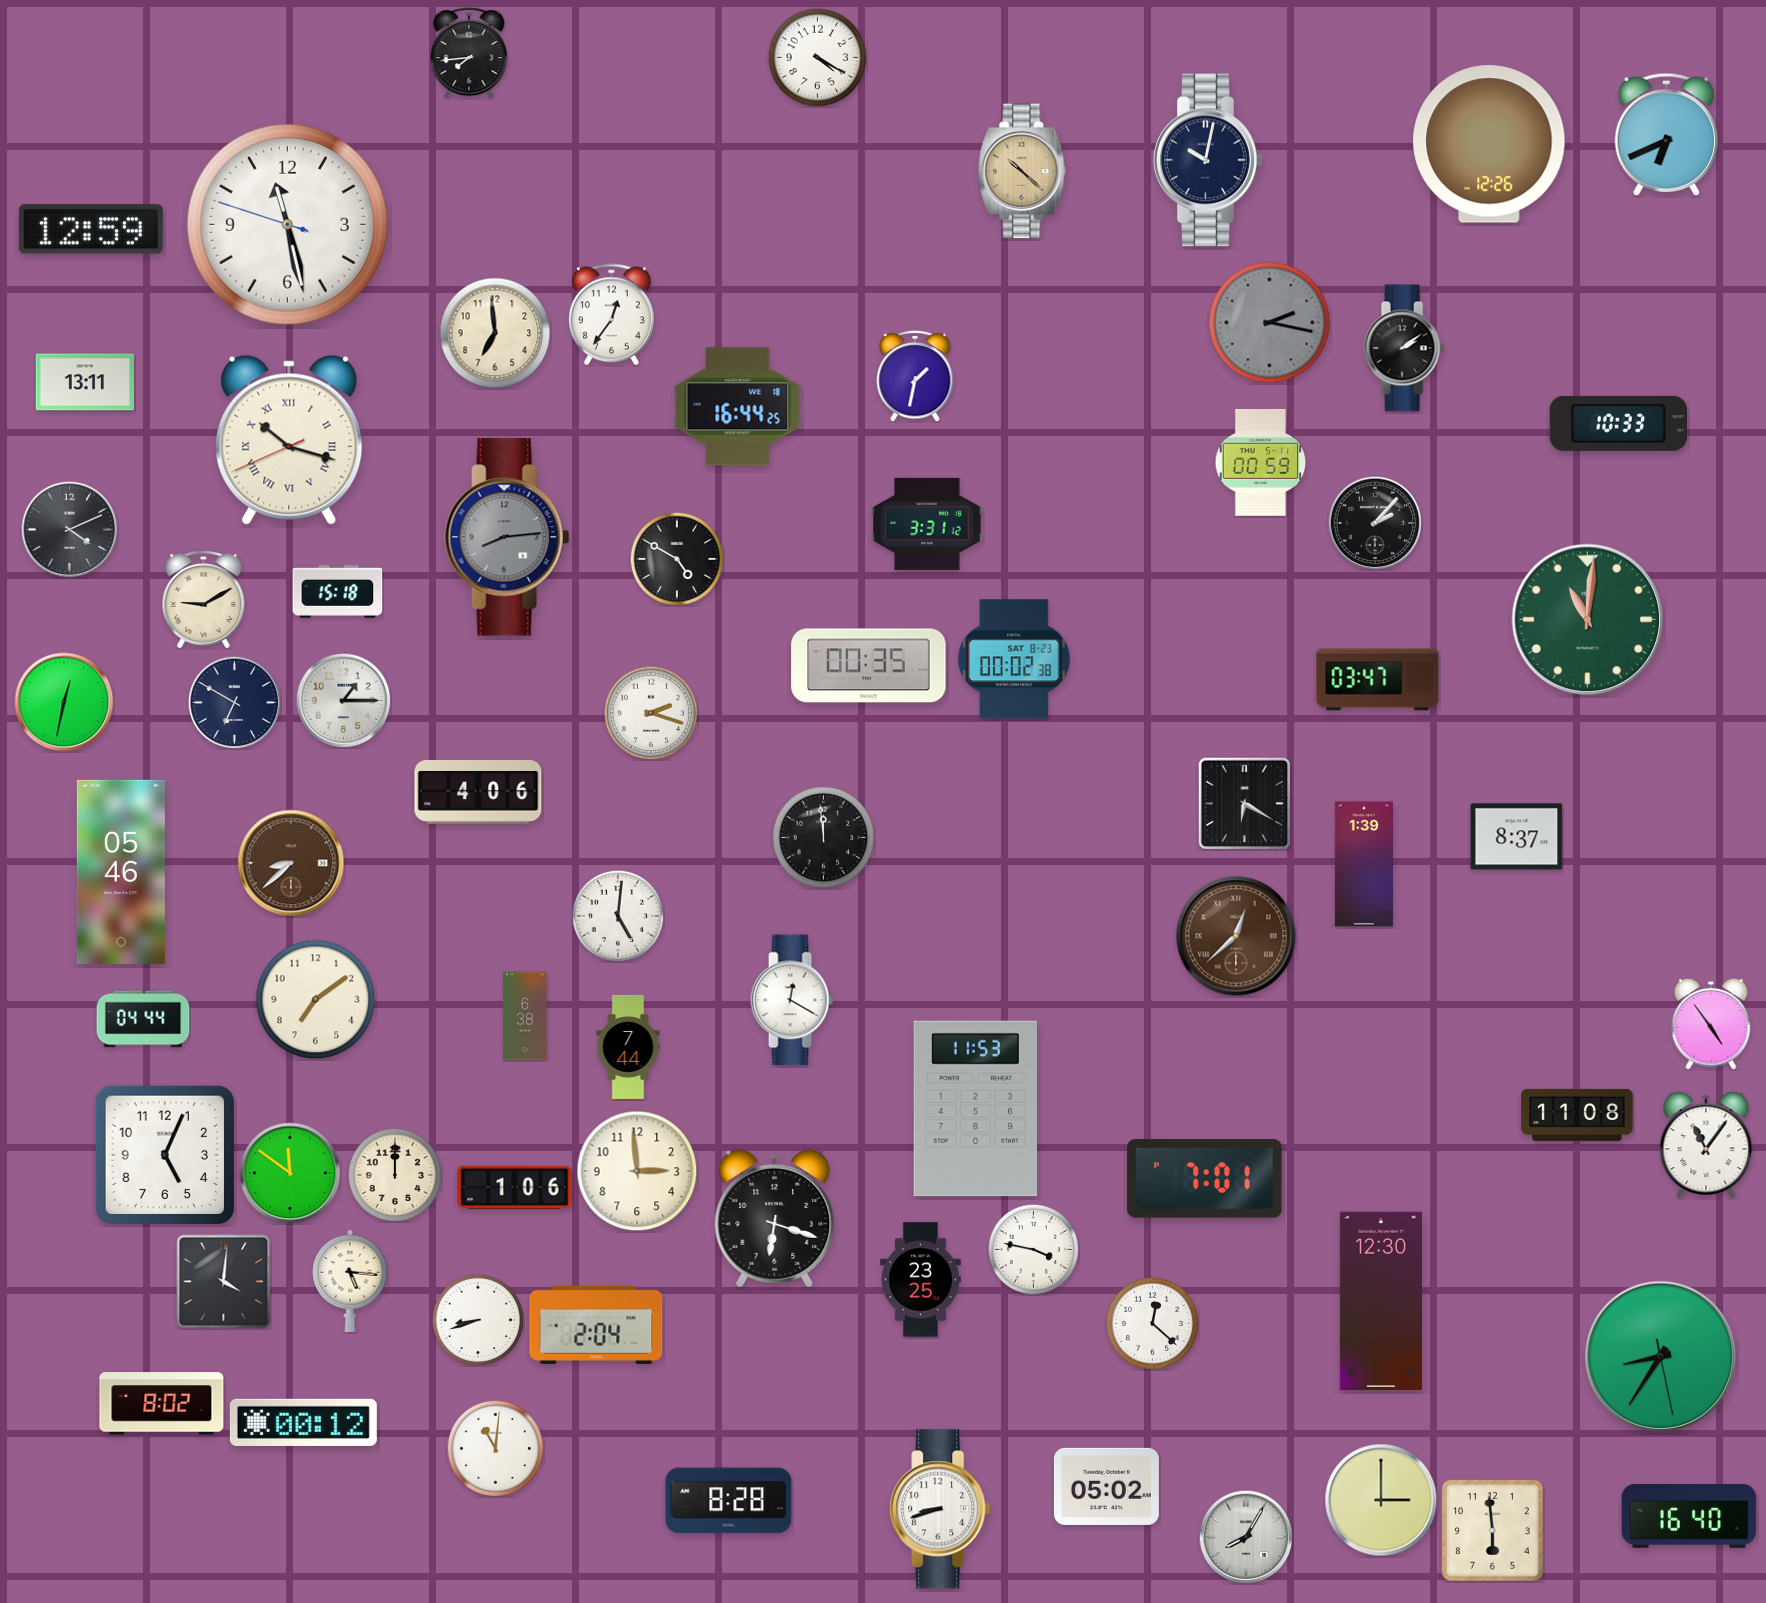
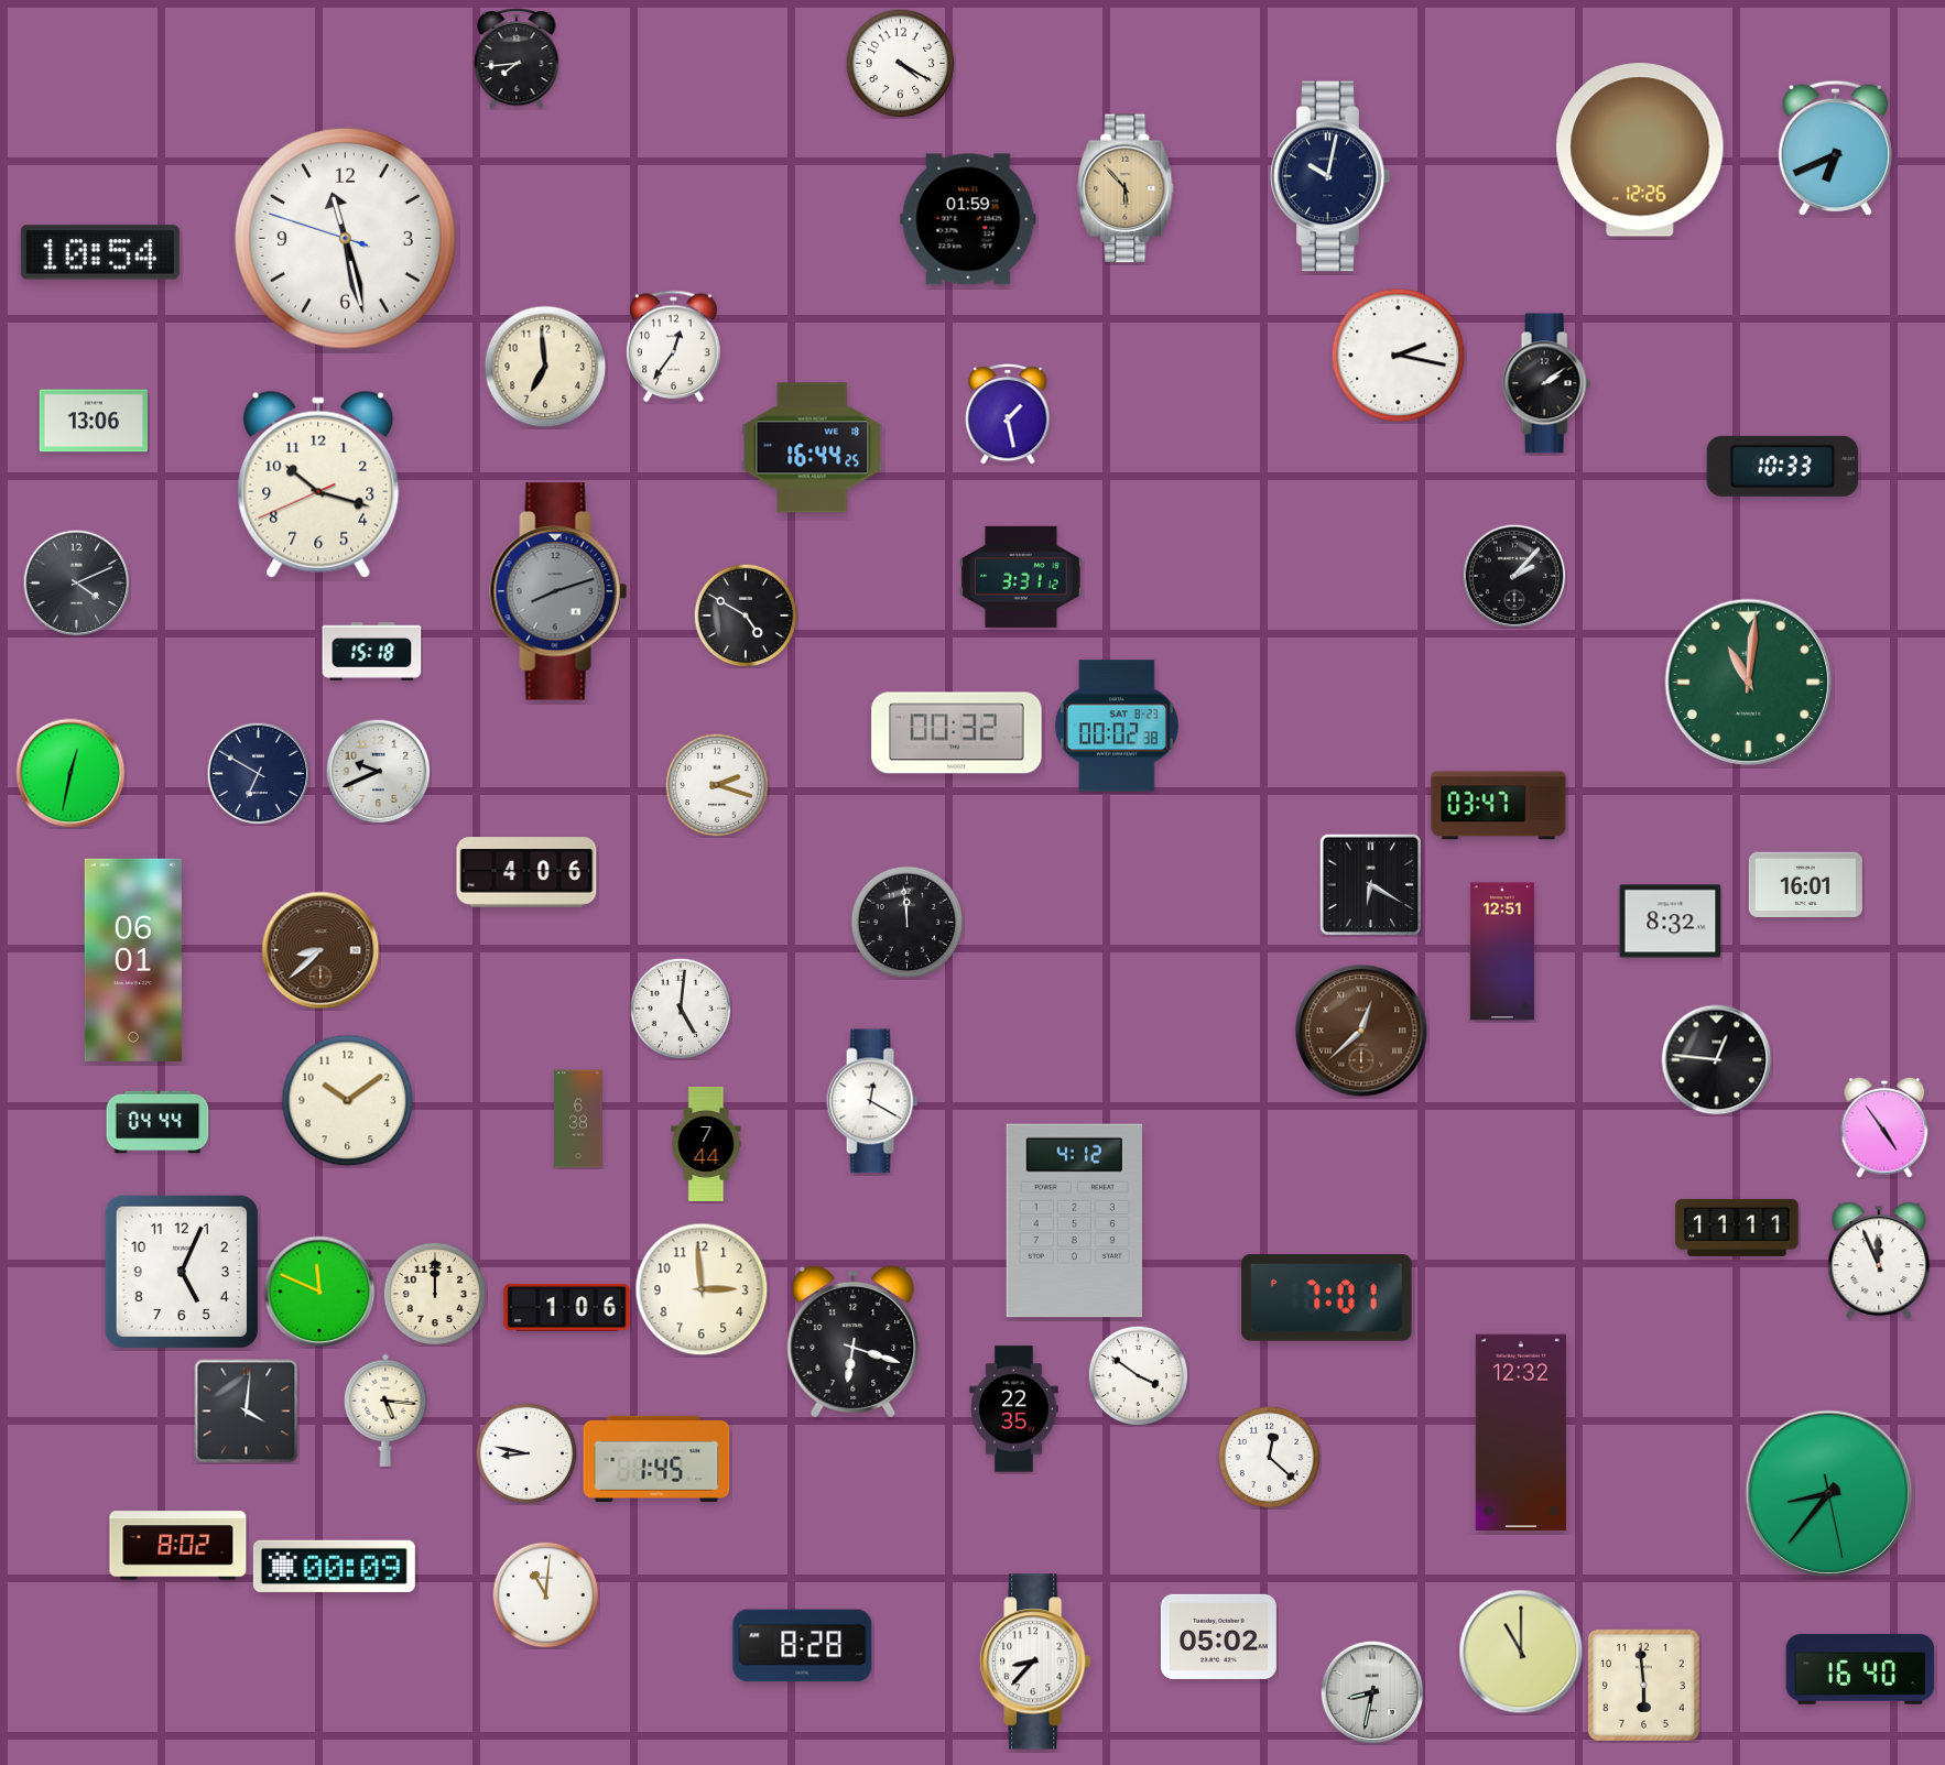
clock at (1489, 144) position: (1489, 144) -> (1640, 150)
clock at (1022, 171): 10:22 -> 5:53
clock at (968, 219): none -> 01:59
clock at (287, 224) position: (287, 224) -> (345, 238)
clock at (91, 229): 12:59 -> 10:54
clock at (1270, 323) dial: grey -> white
clock at (915, 376): 1:32 -> 1:28
clock at (84, 382): 13:11 -> 13:06
clock at (289, 440) numerals: Roman -> Arabic
clock at (1261, 462): 00:59 -> none
clock at (507, 537): 8:14 -> 8:12
clock at (204, 600): 9:10 -> none
clock at (869, 666): 00:35 -> 00:32
clock at (1378, 680) position: (1378, 680) -> (1499, 806)
clock at (343, 700): 1:15 -> 9:41
clock at (1805, 884): none -> 16:01
clock at (1517, 837): 8:37 -> 8:32
clock at (1364, 864): 1:39 -> 12:51
clock at (121, 872): 05:46 -> 06:01
clock at (1717, 1060): none -> 12:46
clock at (316, 1000): 7:09 -> 10:09
clock at (628, 1047) position: (628, 1047) -> (706, 1144)
clock at (975, 1109): 11:53 -> 4:12
clock at (1577, 1115): 11:08 -> 11:11
clock at (1706, 1144): 11:06 -> 11:56
clock at (290, 1173): 11:51 -> 11:49
clock at (1033, 1249): 3:47 -> 3:51
clock at (921, 1280): 23:25 -> 22:35
clock at (1381, 1301): 12:30 -> 12:32
clock at (478, 1320): 8:42 -> 8:47
clock at (596, 1325): 2:04 -> 1:45
clock at (1661, 1357): 8:35 -> 8:36
clock at (303, 1422): 00:12 -> 00:09
clock at (1381, 1500): 3:00 -> 11:00
clock at (729, 1501) position: (729, 1501) -> (803, 1646)
clock at (940, 1509): 8:42 -> 8:37
clock at (1246, 1537): 8:05 -> 8:32
